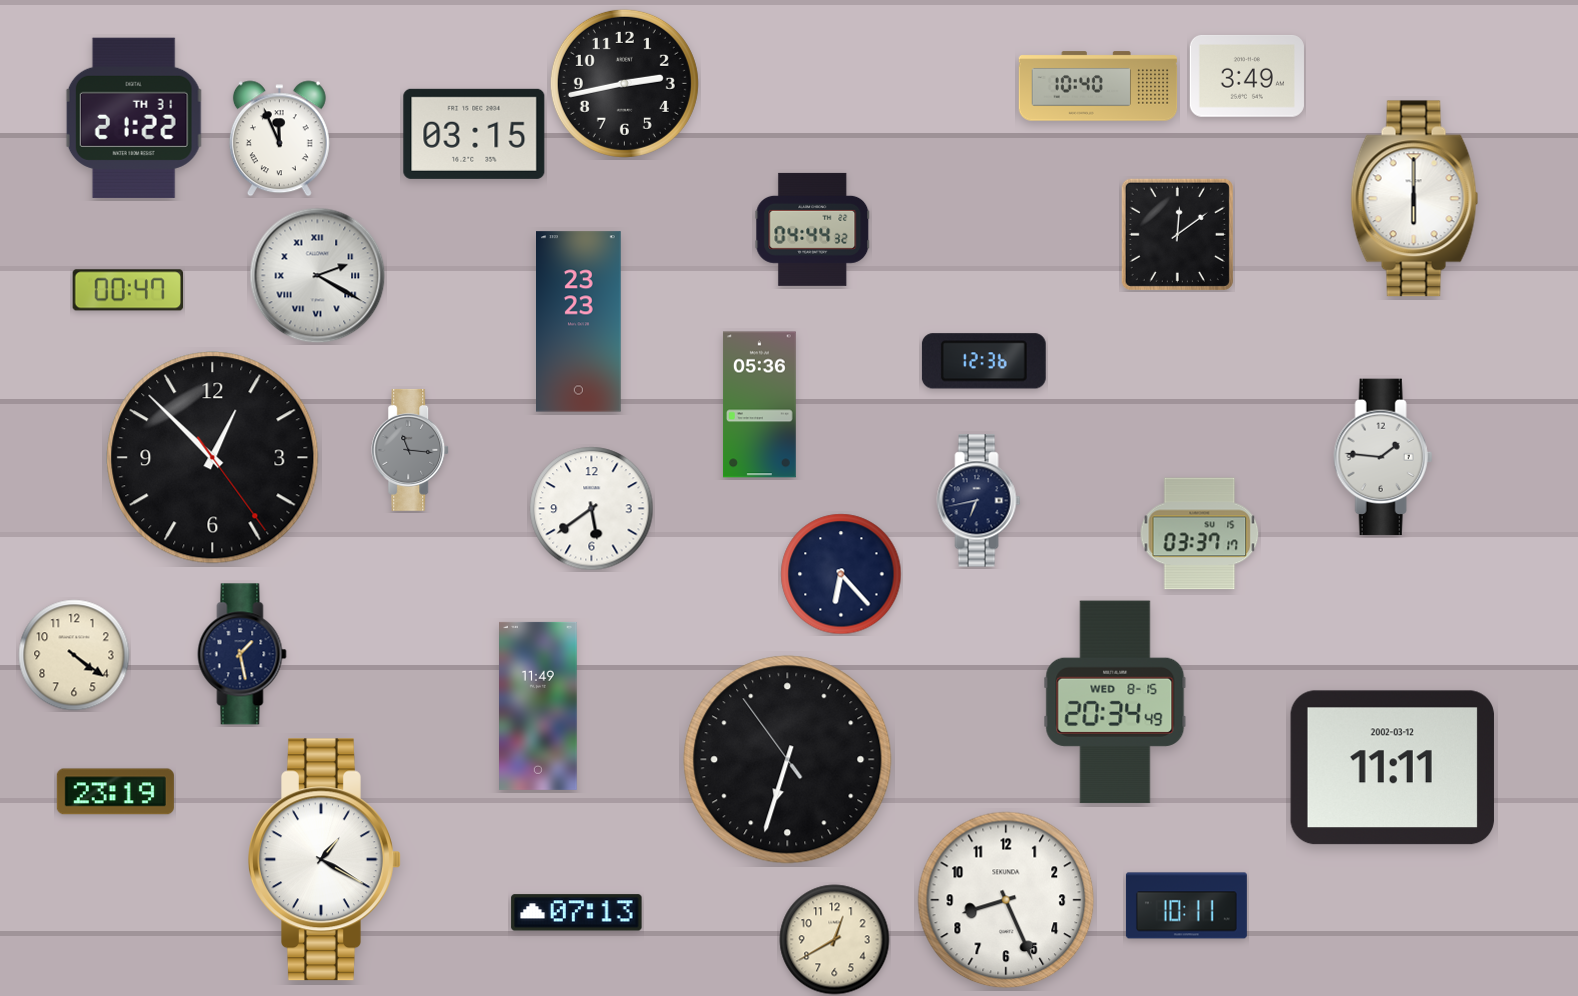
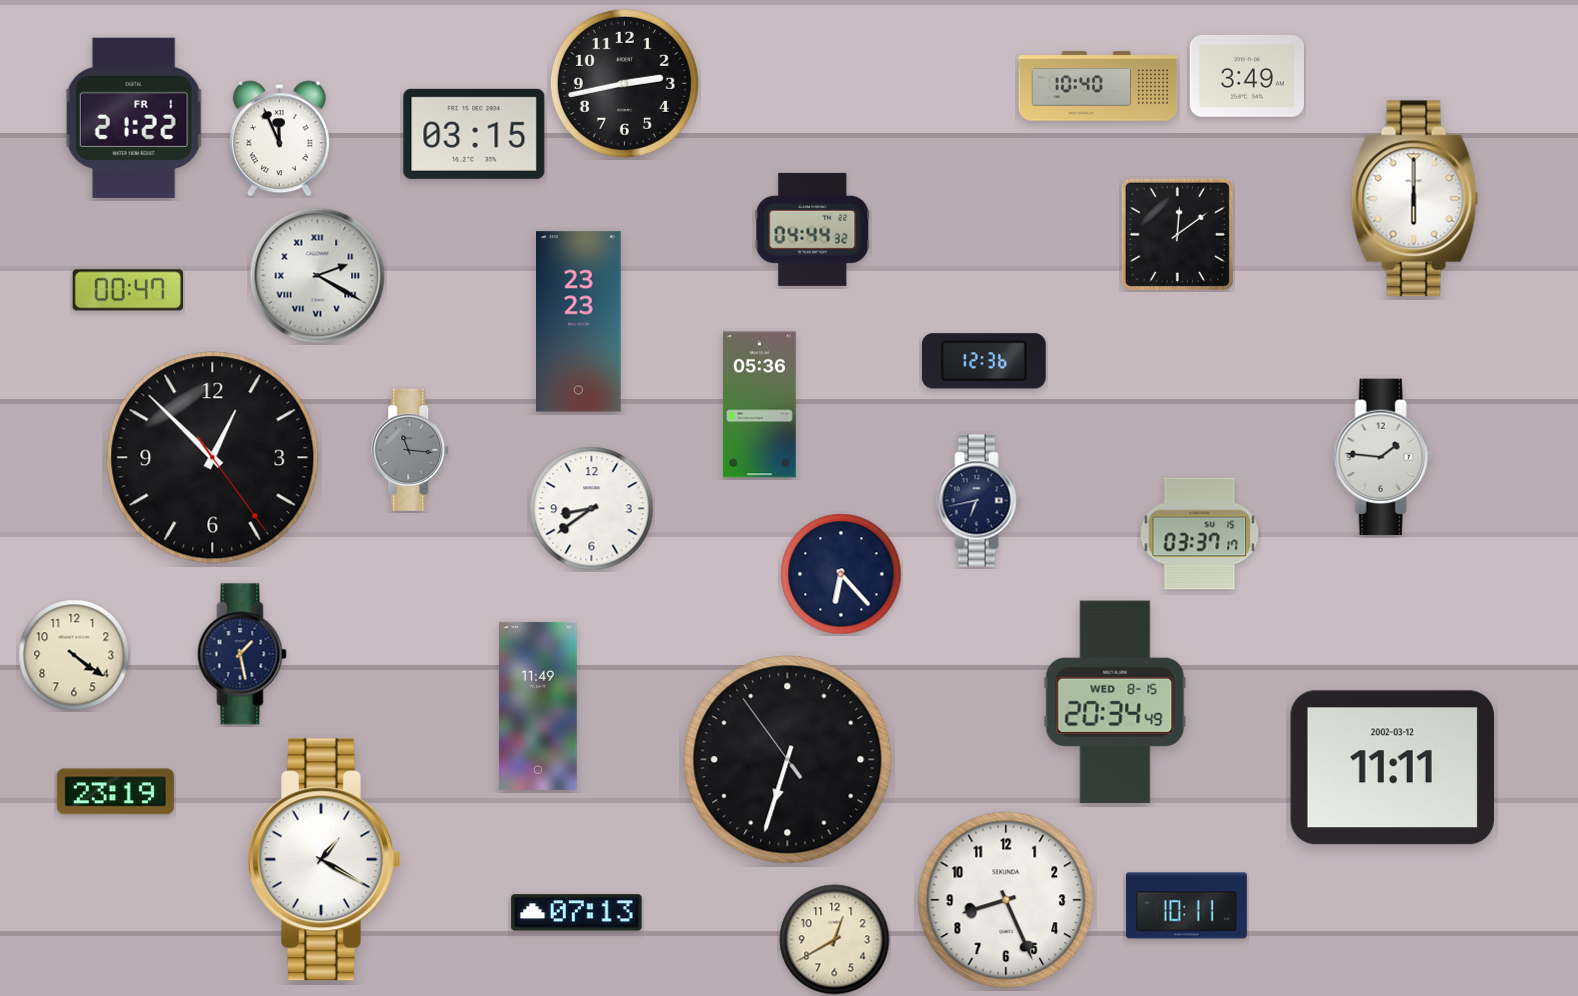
clock at (134, 118) date: TH 31 -> FR 1
clock at (592, 509): 5:39 -> 8:39
